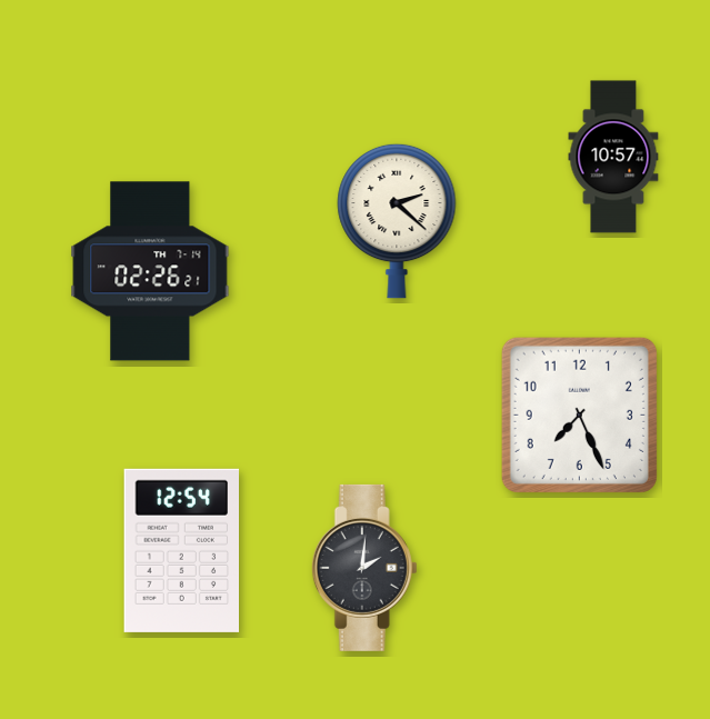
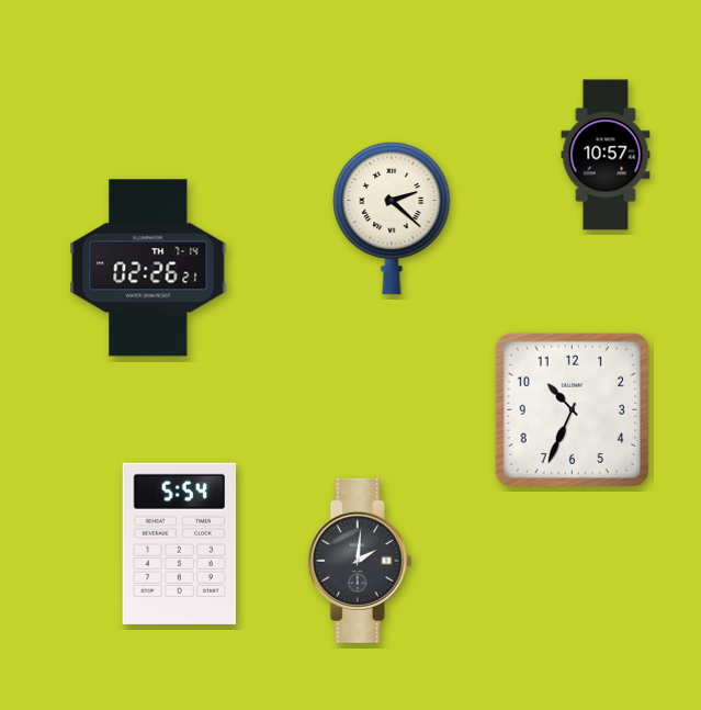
clock at (579, 415): 7:26 -> 10:34
clock at (181, 550): 12:54 -> 5:54
